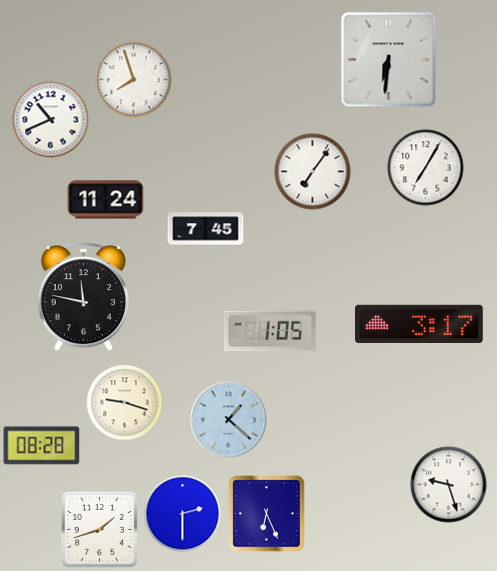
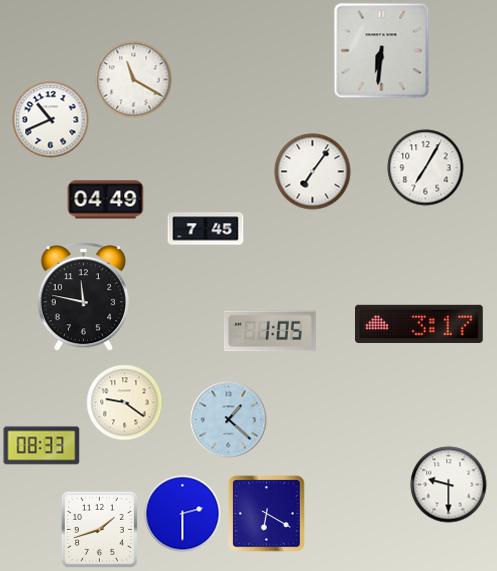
clock at (389, 60) position: (389, 60) -> (382, 51)
clock at (134, 80): 7:57 -> 11:20
clock at (106, 200): 11:24 -> 04:49
clock at (125, 403): 9:18 -> 9:21
clock at (42, 446): 08:28 -> 08:33
clock at (449, 485): 9:27 -> 9:30
clock at (267, 514): 6:26 -> 6:20
